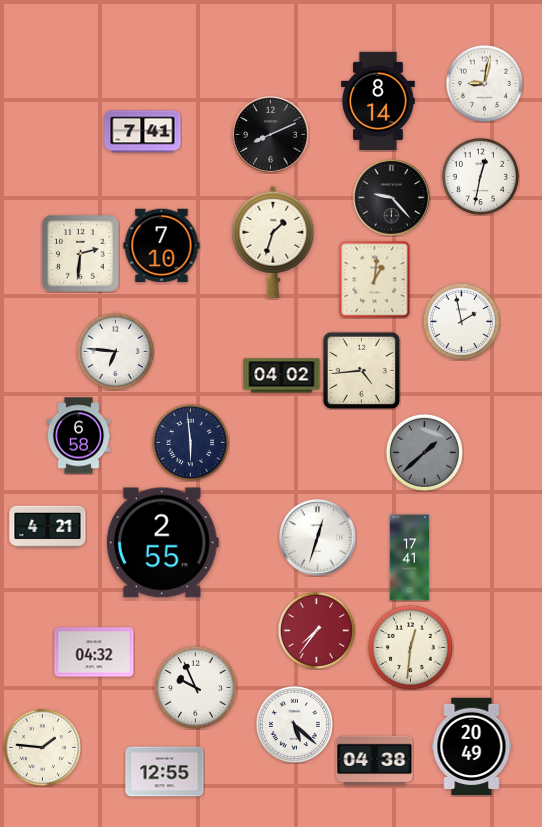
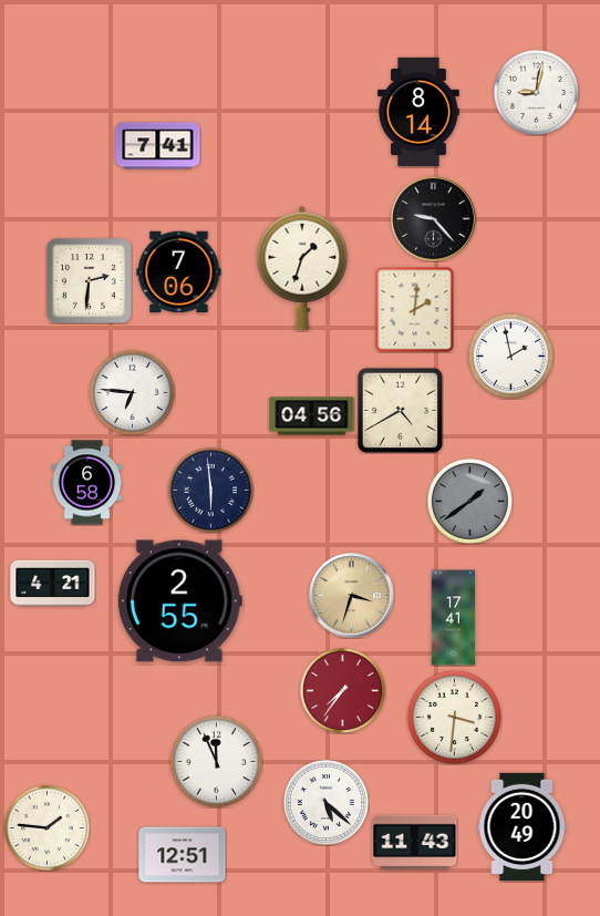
clock at (271, 135): 8:11 -> none
clock at (480, 176): 12:32 -> none
clock at (162, 246): 7:10 -> 7:06
clock at (375, 279): 1:01 -> 2:01
clock at (115, 351) position: (115, 351) -> (132, 392)
clock at (361, 370): 4:44 -> 4:40
clock at (282, 376): 04:02 -> 04:56
clock at (424, 452): 1:38 -> 1:39
clock at (318, 538): 12:33 -> 3:33
clock at (318, 538) dial: white -> champagne
clock at (316, 630) position: (316, 630) -> (342, 690)
clock at (410, 647): 12:31 -> 3:31
clock at (94, 652): 04:32 -> none
clock at (195, 687): 9:56 -> 11:56
clock at (375, 761): 04:38 -> 11:43
clock at (165, 772): 12:55 -> 12:51
